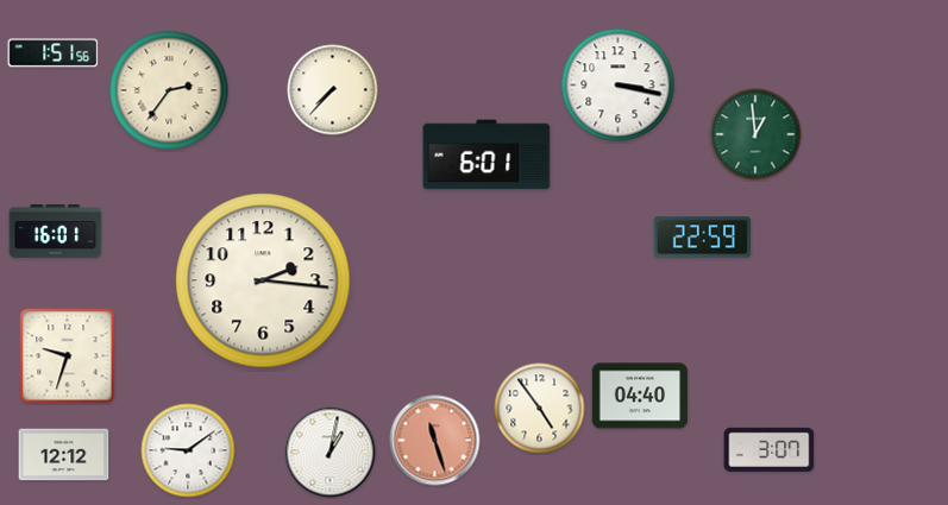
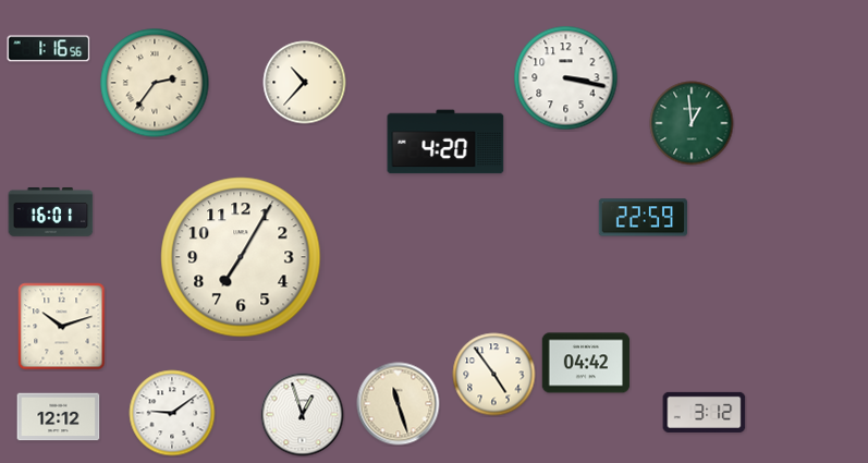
clock at (54, 53): 1:51 -> 1:16
clock at (333, 90): 7:37 -> 10:37
clock at (486, 154): 6:01 -> 4:20
clock at (263, 280): 2:16 -> 7:05
clock at (68, 356): 9:33 -> 10:12
clock at (640, 396): 04:40 -> 04:42
clock at (435, 441) dial: salmon -> cream
clock at (770, 449): 3:07 -> 3:12
clock at (331, 453): 1:02 -> 12:57
